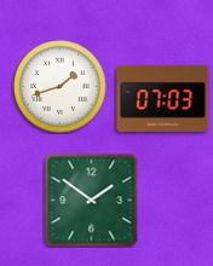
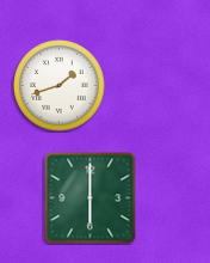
clock at (163, 98): 07:03 -> none
clock at (91, 199): 1:51 -> 6:00
